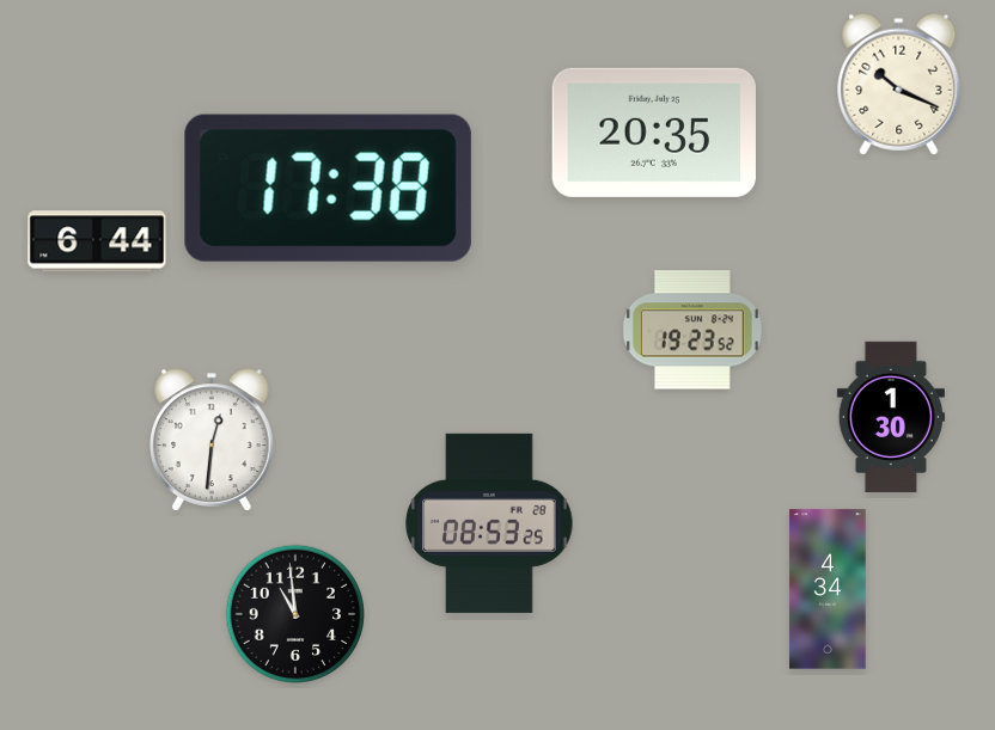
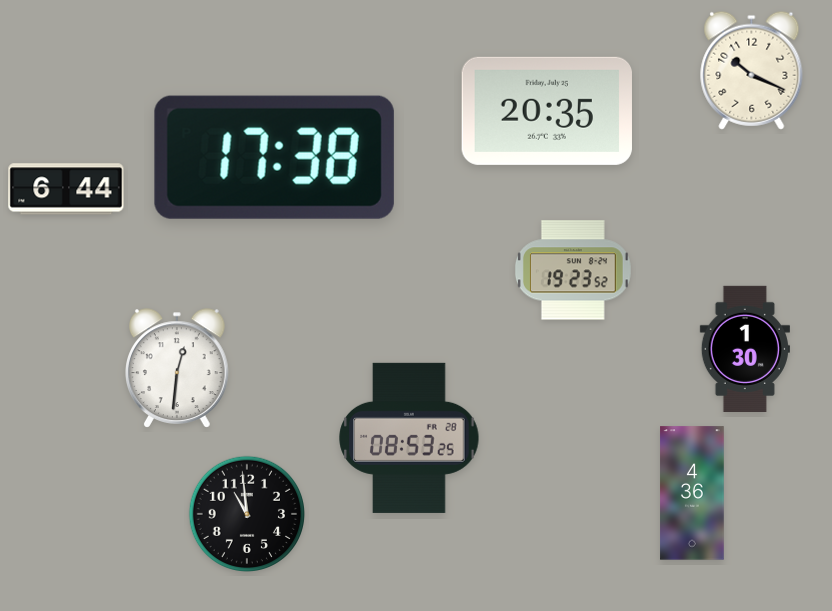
clock at (97, 241) position: (97, 241) -> (66, 189)
clock at (692, 330) position: (692, 330) -> (573, 270)
clock at (828, 589): 4:34 -> 4:36
